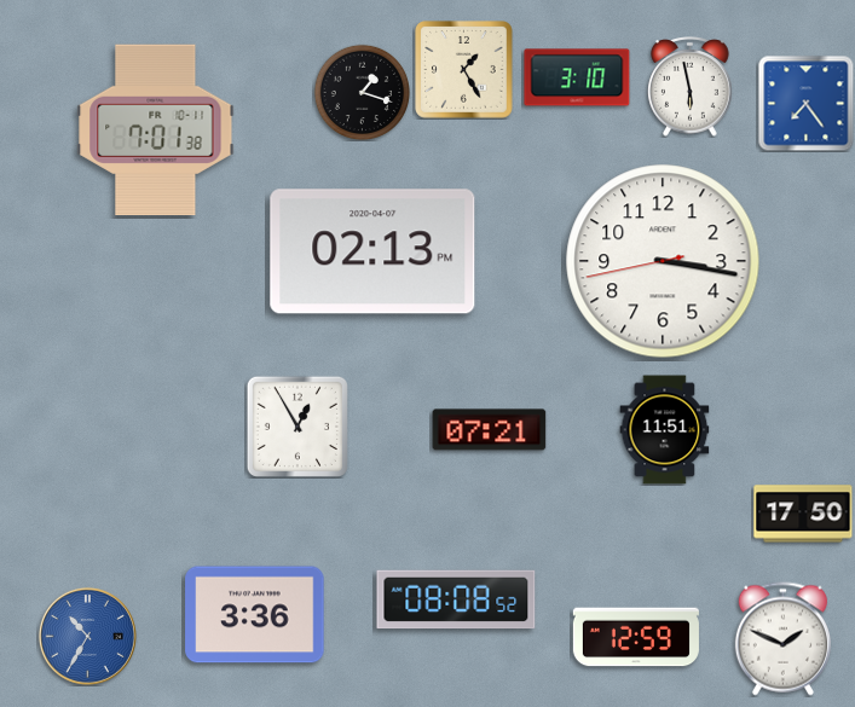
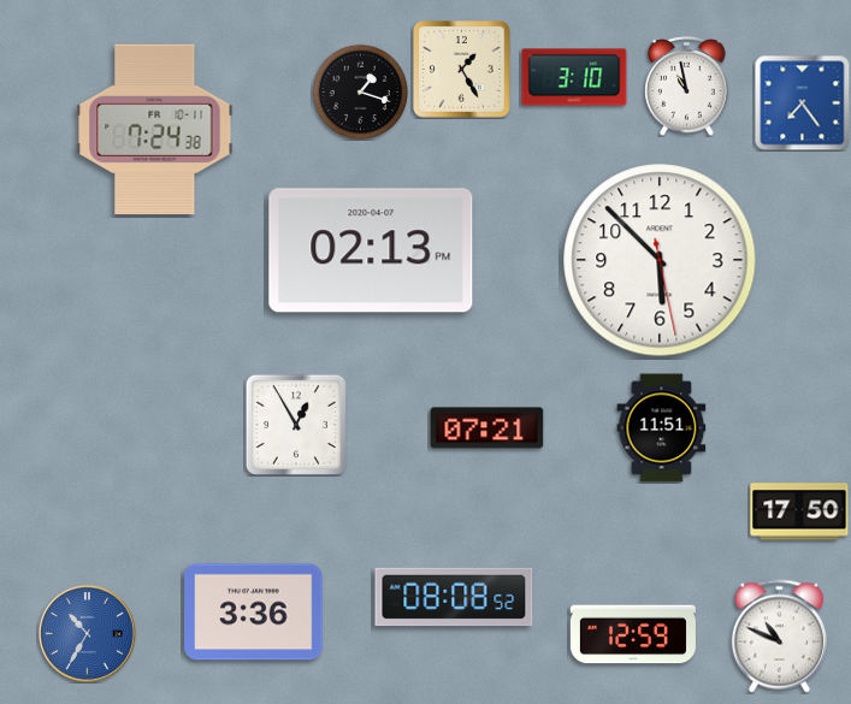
clock at (691, 87): 5:58 -> 10:58
clock at (156, 131): 7:01 -> 7:24
clock at (663, 261): 3:16 -> 5:52
clock at (782, 639): 1:49 -> 10:49
